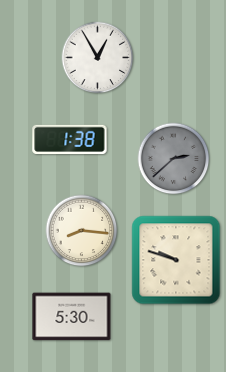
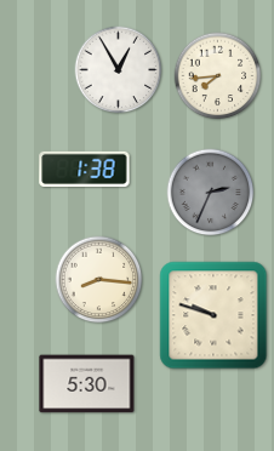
clock at (218, 76): none -> 7:44
clock at (174, 159): 2:38 -> 2:34
